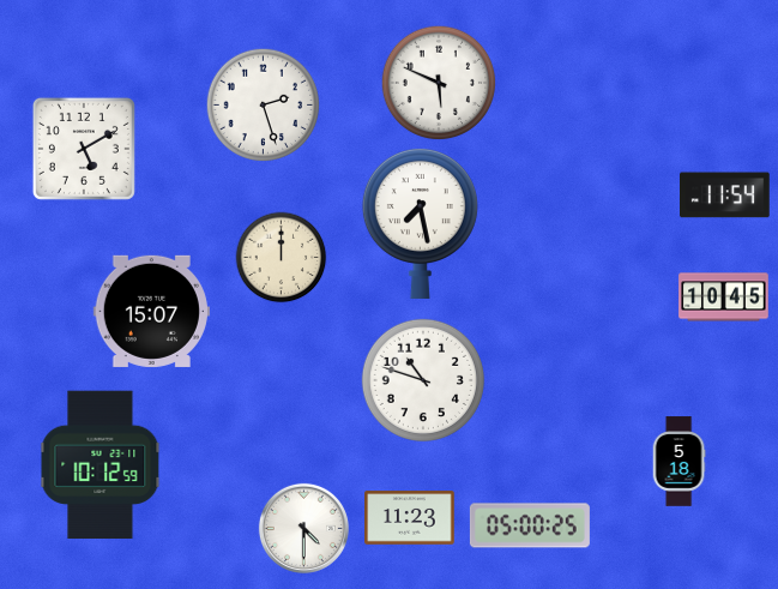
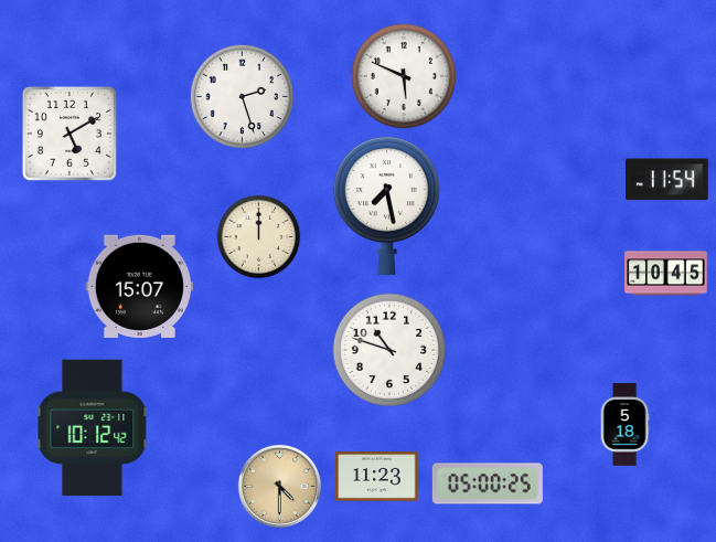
clock at (84, 149) position: (84, 149) -> (70, 134)
clock at (101, 465): 10:12:59 -> 10:12:42
clock at (303, 528) dial: white -> champagne
